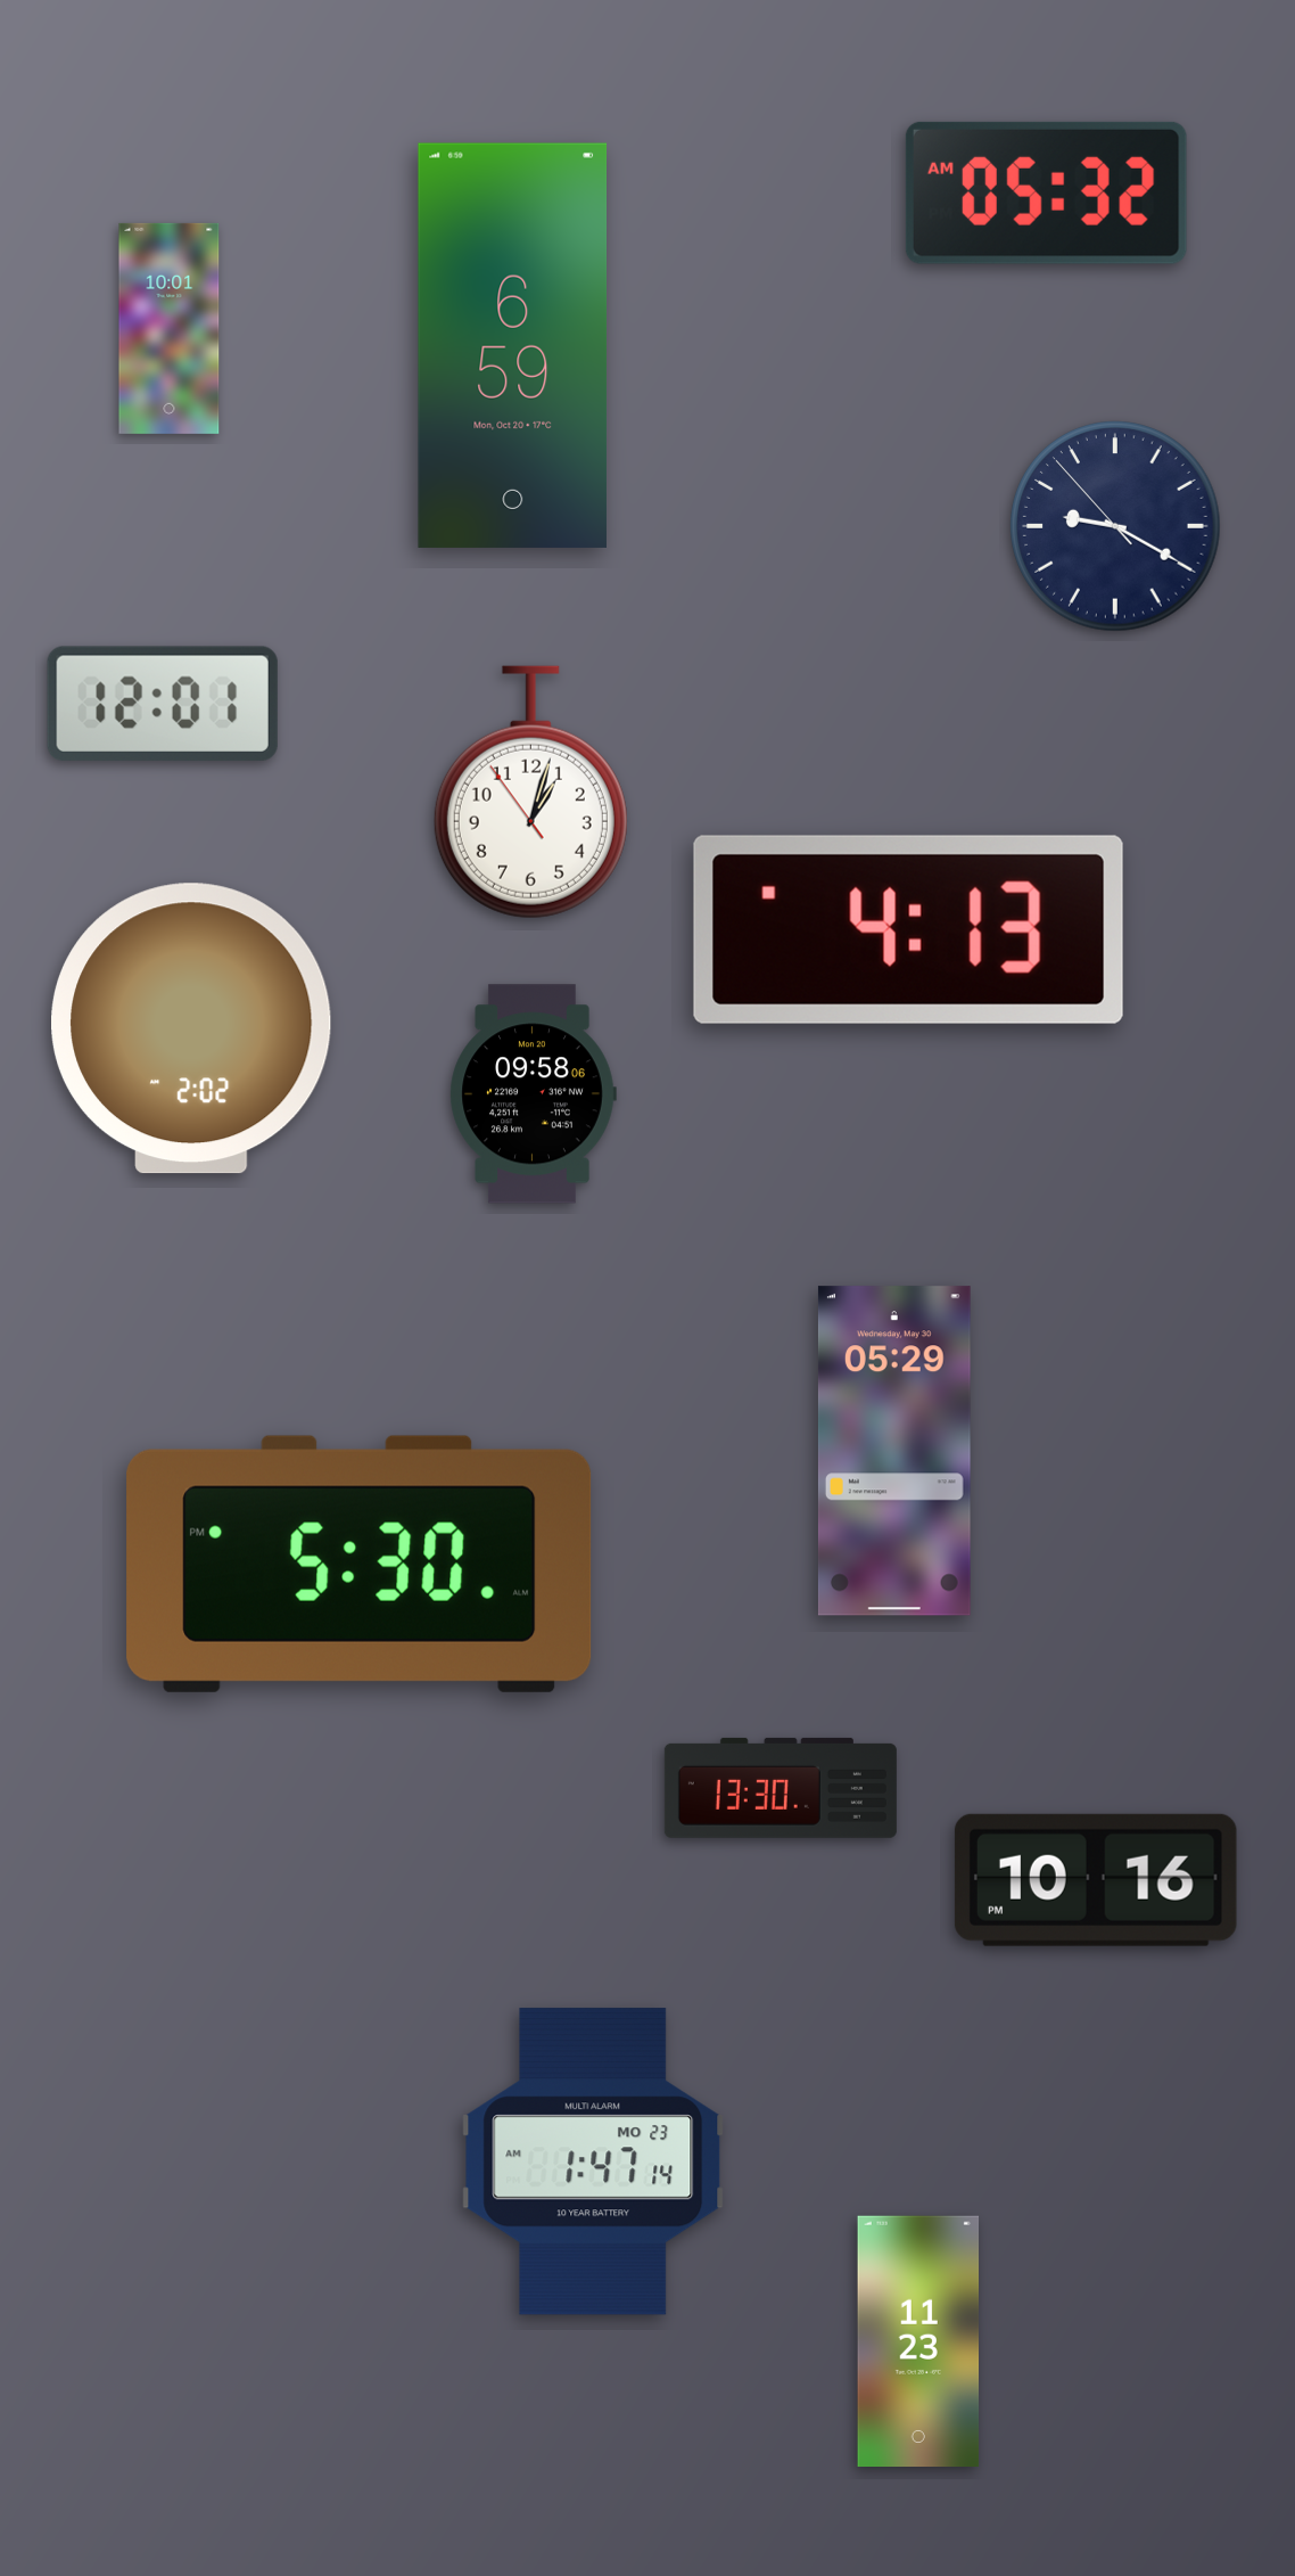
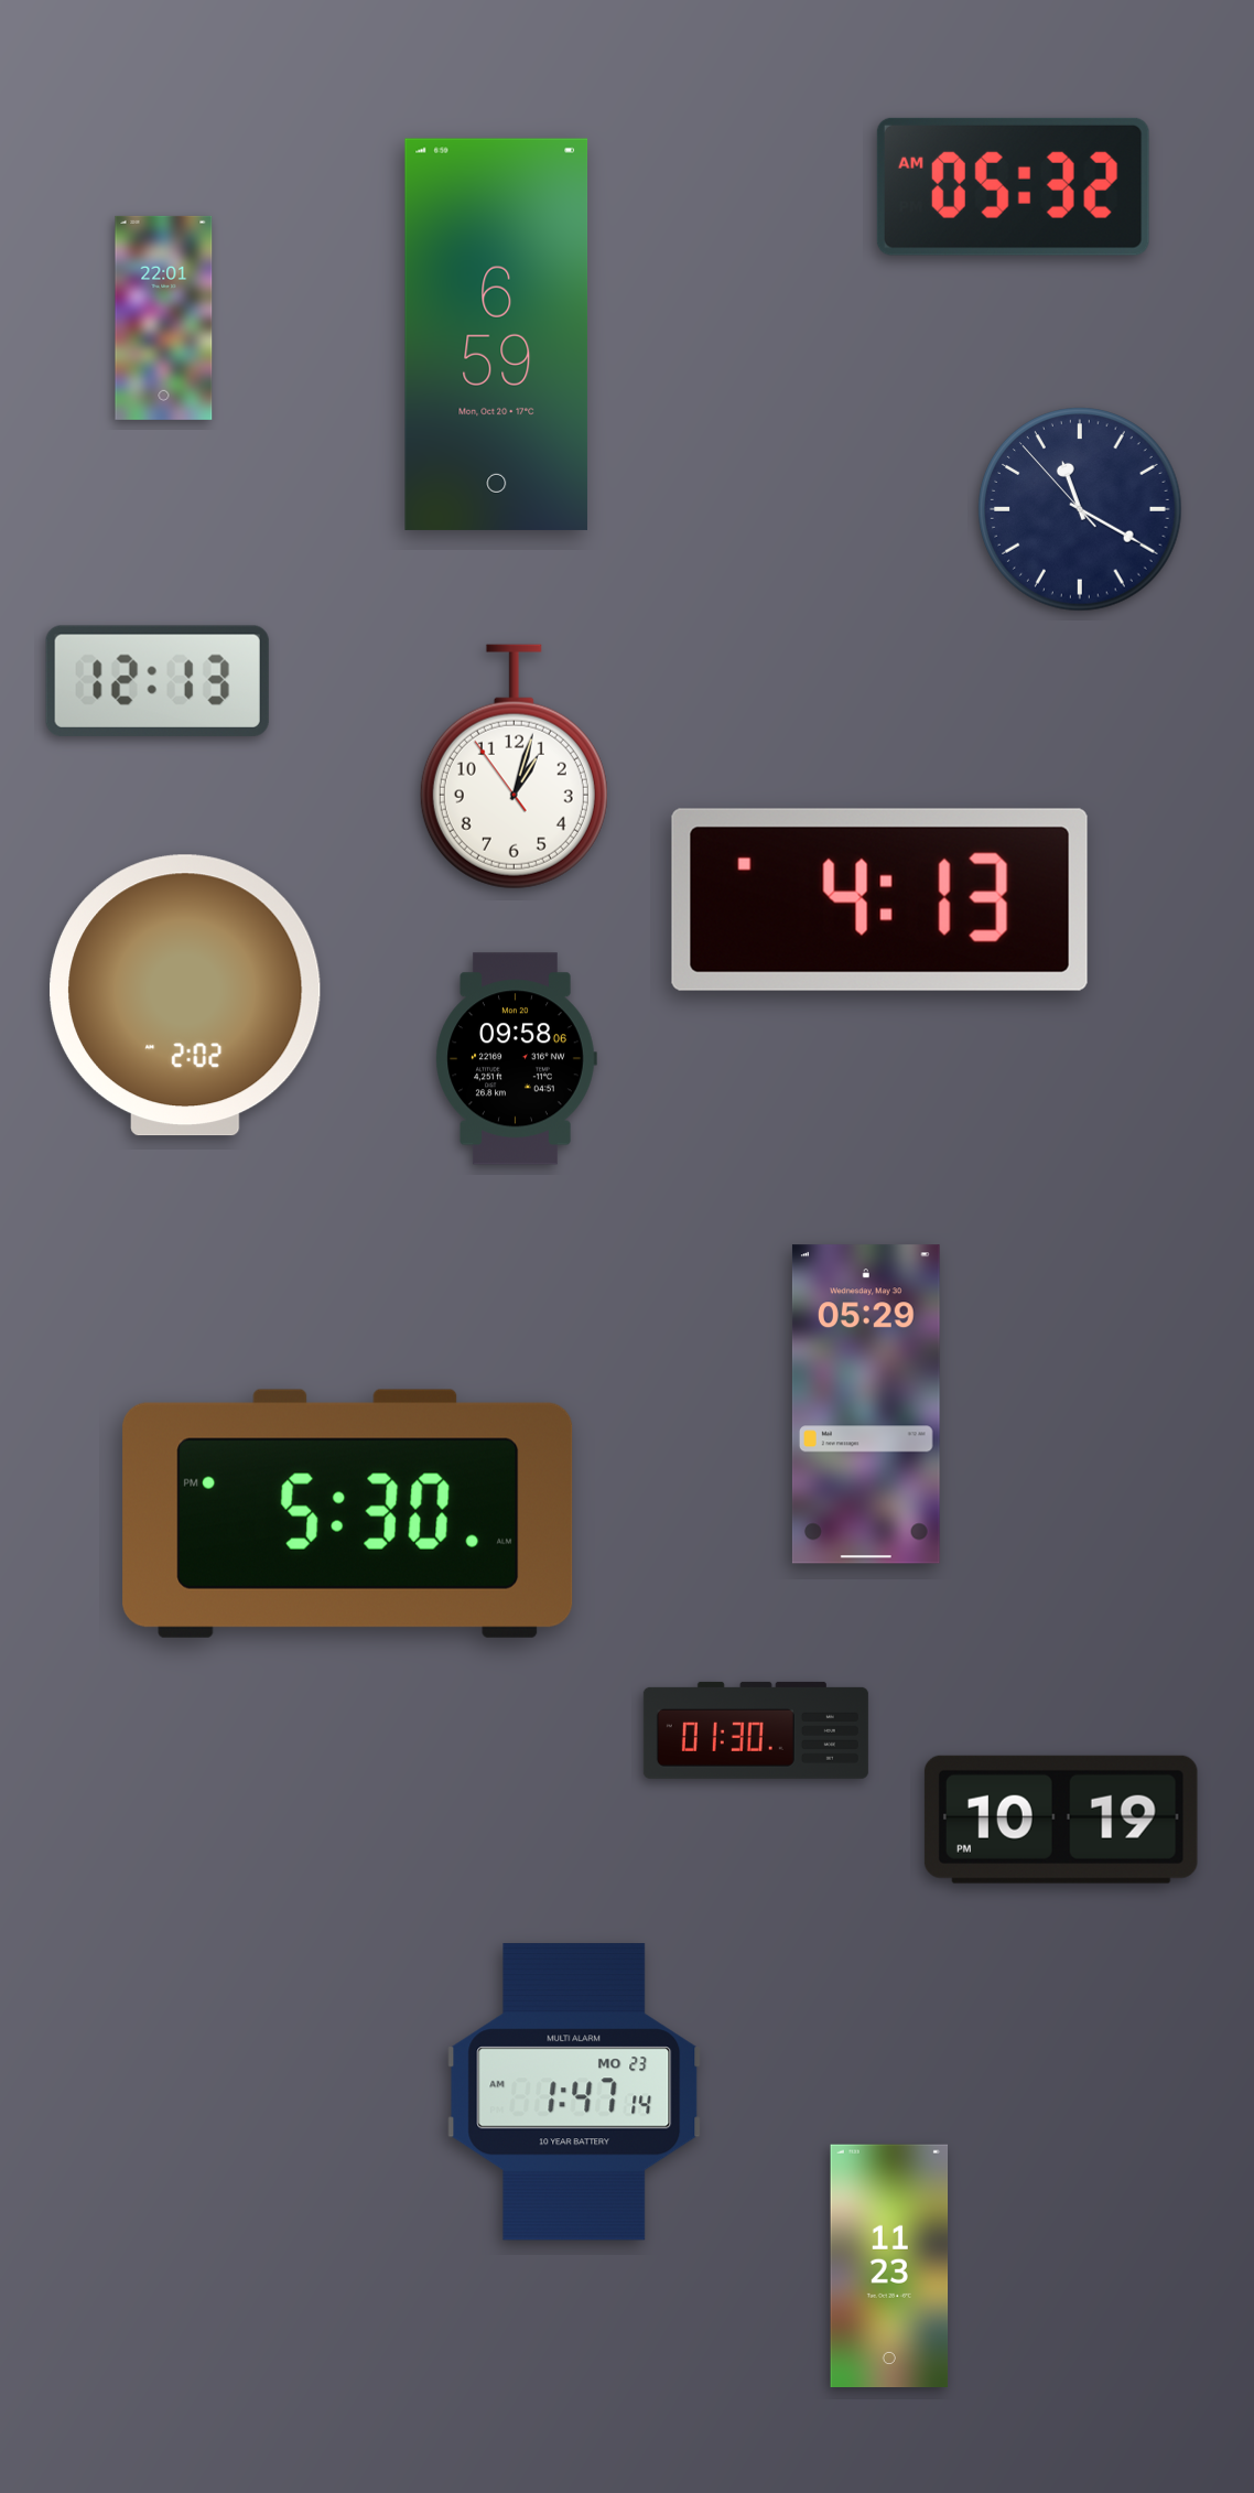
clock at (170, 328): 10:01 -> 22:01
clock at (1115, 526): 9:19 -> 11:19
clock at (163, 704): 12:01 -> 12:13
clock at (781, 1788): 13:30 -> 01:30
clock at (1096, 1880): 10:16 -> 10:19
